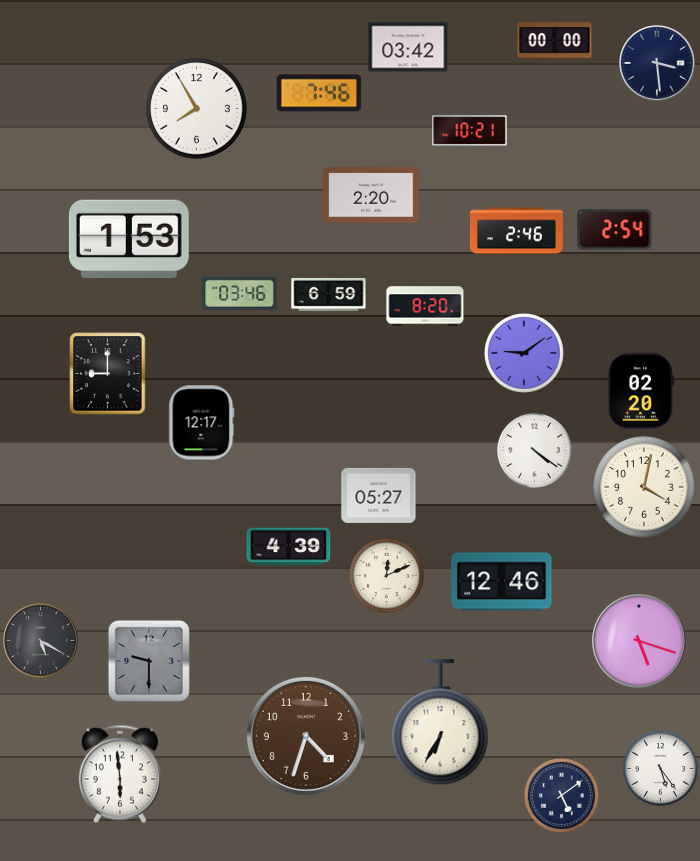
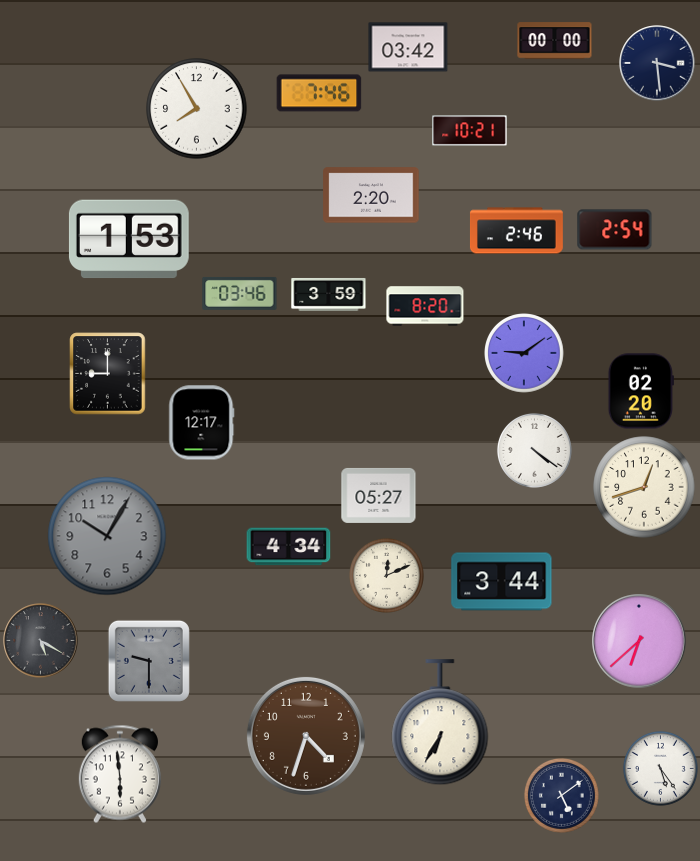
clock at (329, 294): 6:59 -> 3:59
clock at (644, 487): 4:02 -> 12:42
clock at (107, 536): none -> 10:05
clock at (289, 547): 4:39 -> 4:34
clock at (502, 582): 12:46 -> 3:44
clock at (639, 641): 5:18 -> 6:38
